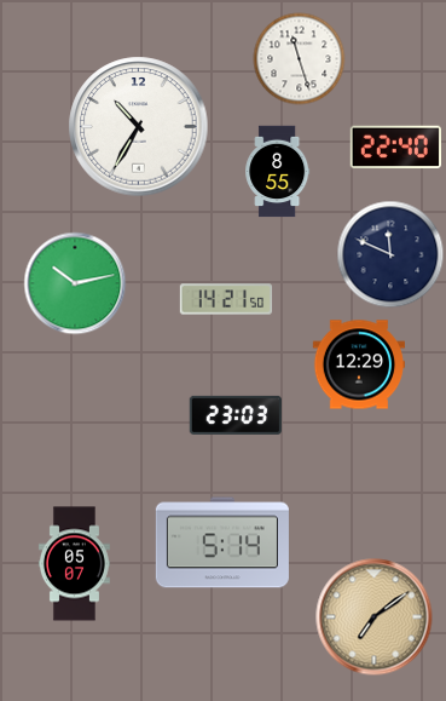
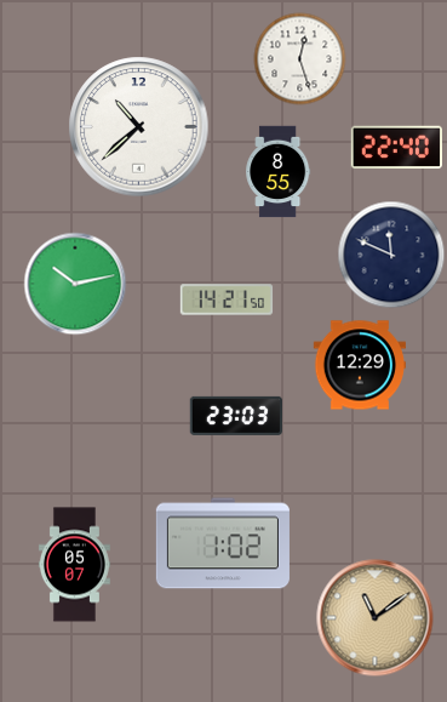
clock at (300, 59): 11:27 -> 12:27
clock at (139, 127): 10:35 -> 10:38
clock at (222, 542): 5:14 -> 1:02
clock at (375, 617): 7:09 -> 11:09
